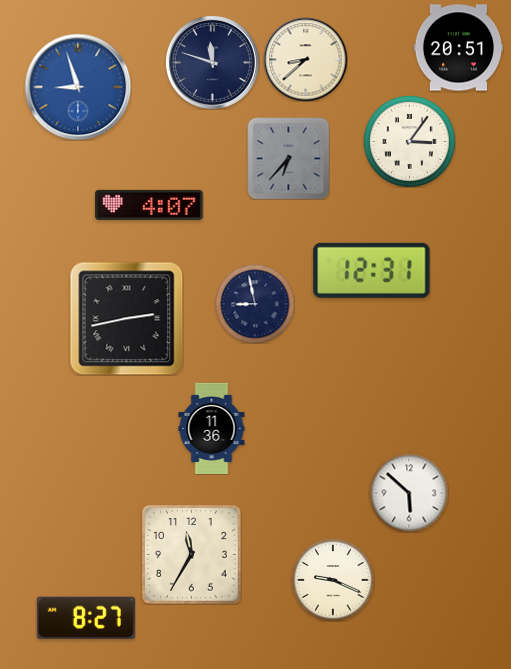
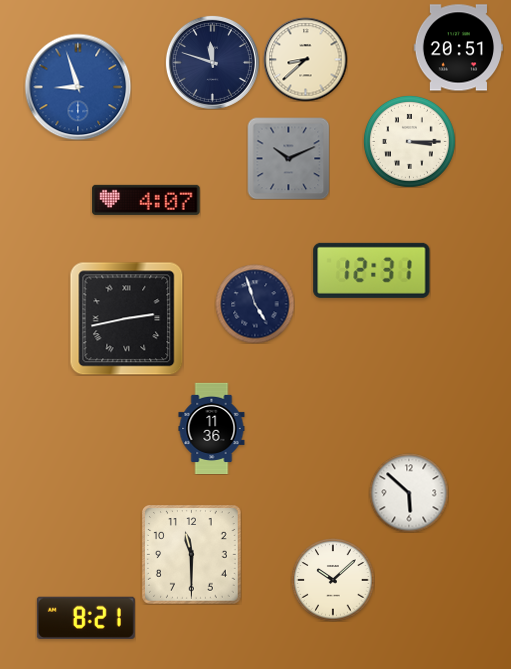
clock at (409, 141): 3:06 -> 3:15
clock at (288, 158): 6:37 -> 10:11
clock at (149, 205) position: (149, 205) -> (146, 200)
clock at (255, 304): 8:58 -> 4:57
clock at (191, 554): 11:35 -> 11:30
clock at (333, 580): 9:19 -> 10:08
clock at (86, 618): 8:27 -> 8:21
